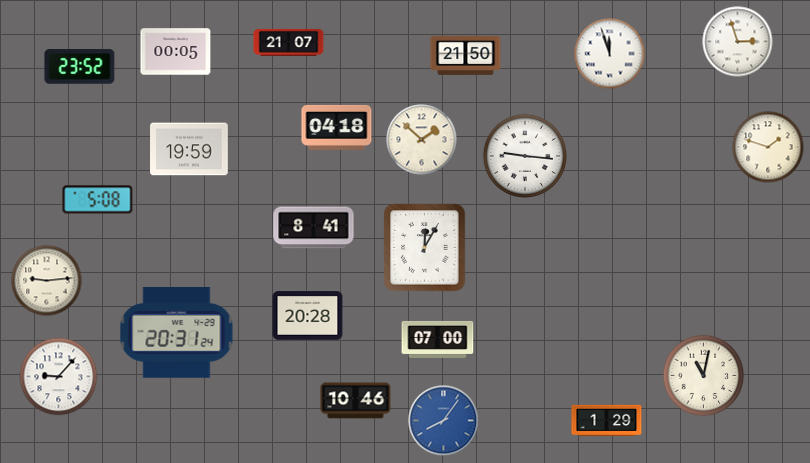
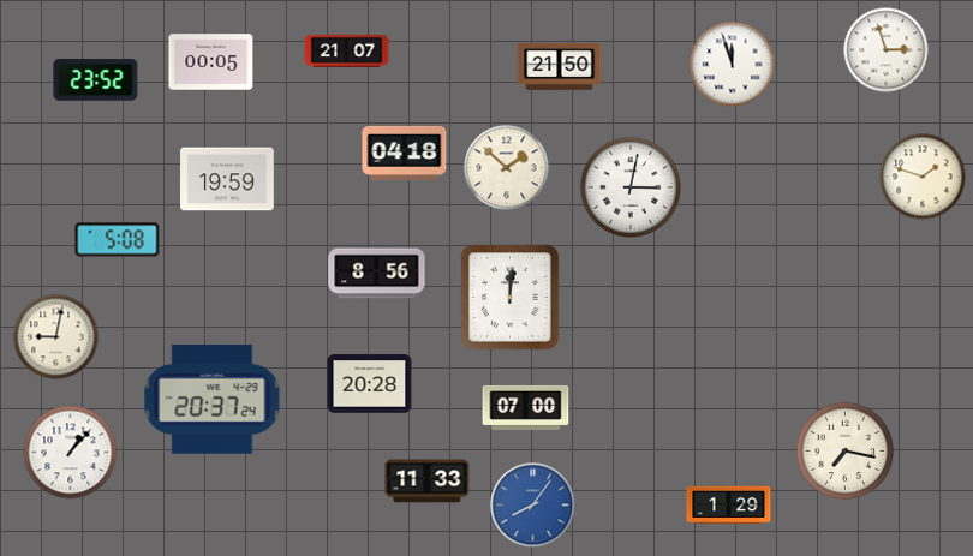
clock at (524, 155): 9:16 -> 3:02
clock at (314, 228): 8:41 -> 8:56
clock at (425, 248): 12:05 -> 12:01
clock at (47, 281): 9:14 -> 9:02
clock at (308, 316) position: (308, 316) -> (370, 384)
clock at (177, 333): 20:31 -> 20:37
clock at (704, 376): 11:02 -> 7:17
clock at (59, 377): 9:07 -> 1:07
clock at (356, 401): 10:46 -> 11:33
